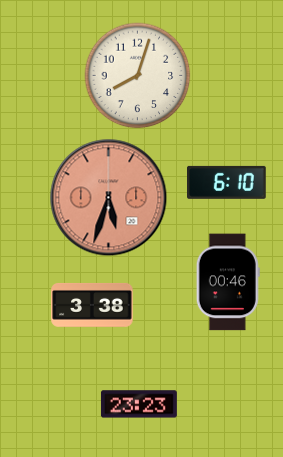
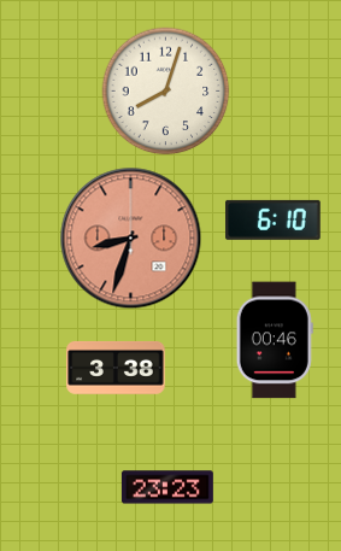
clock at (109, 198): 5:33 -> 8:33
clock at (92, 305) position: (92, 305) -> (116, 368)
